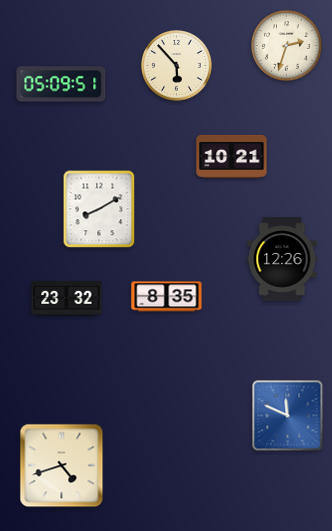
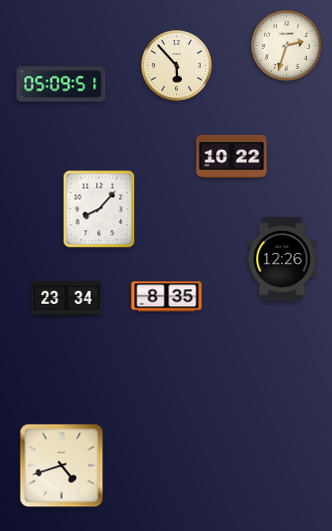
clock at (232, 156): 10:21 -> 10:22
clock at (99, 209): 8:10 -> 8:07
clock at (67, 298): 23:32 -> 23:34
clock at (288, 416): 11:49 -> none
